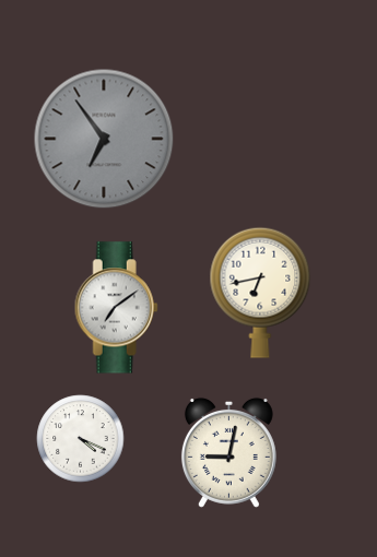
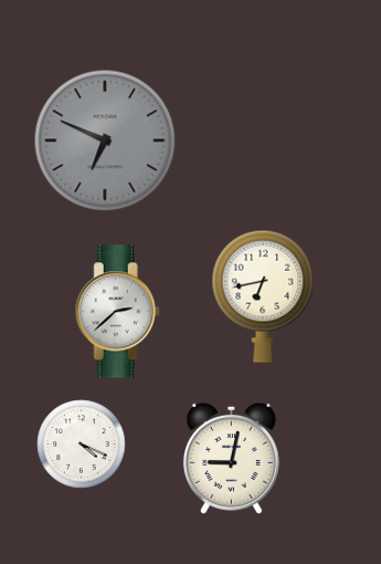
clock at (104, 139): 6:54 -> 6:49
clock at (116, 308): 7:09 -> 2:38
